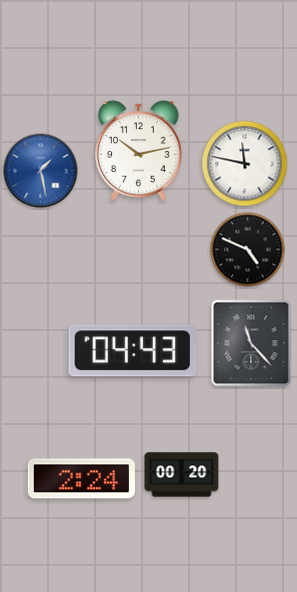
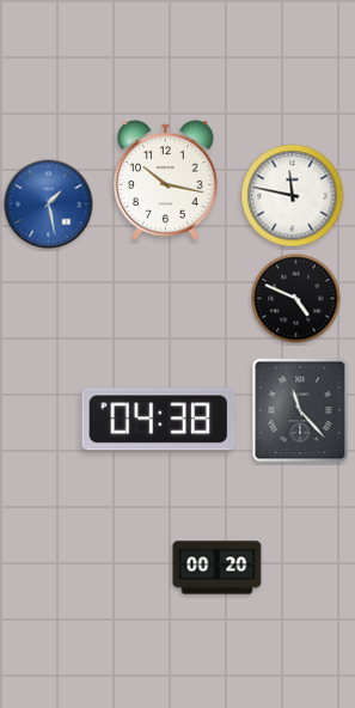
clock at (139, 151): 10:13 -> 10:17
clock at (133, 351): 04:43 -> 04:38
clock at (81, 479): 2:24 -> none
